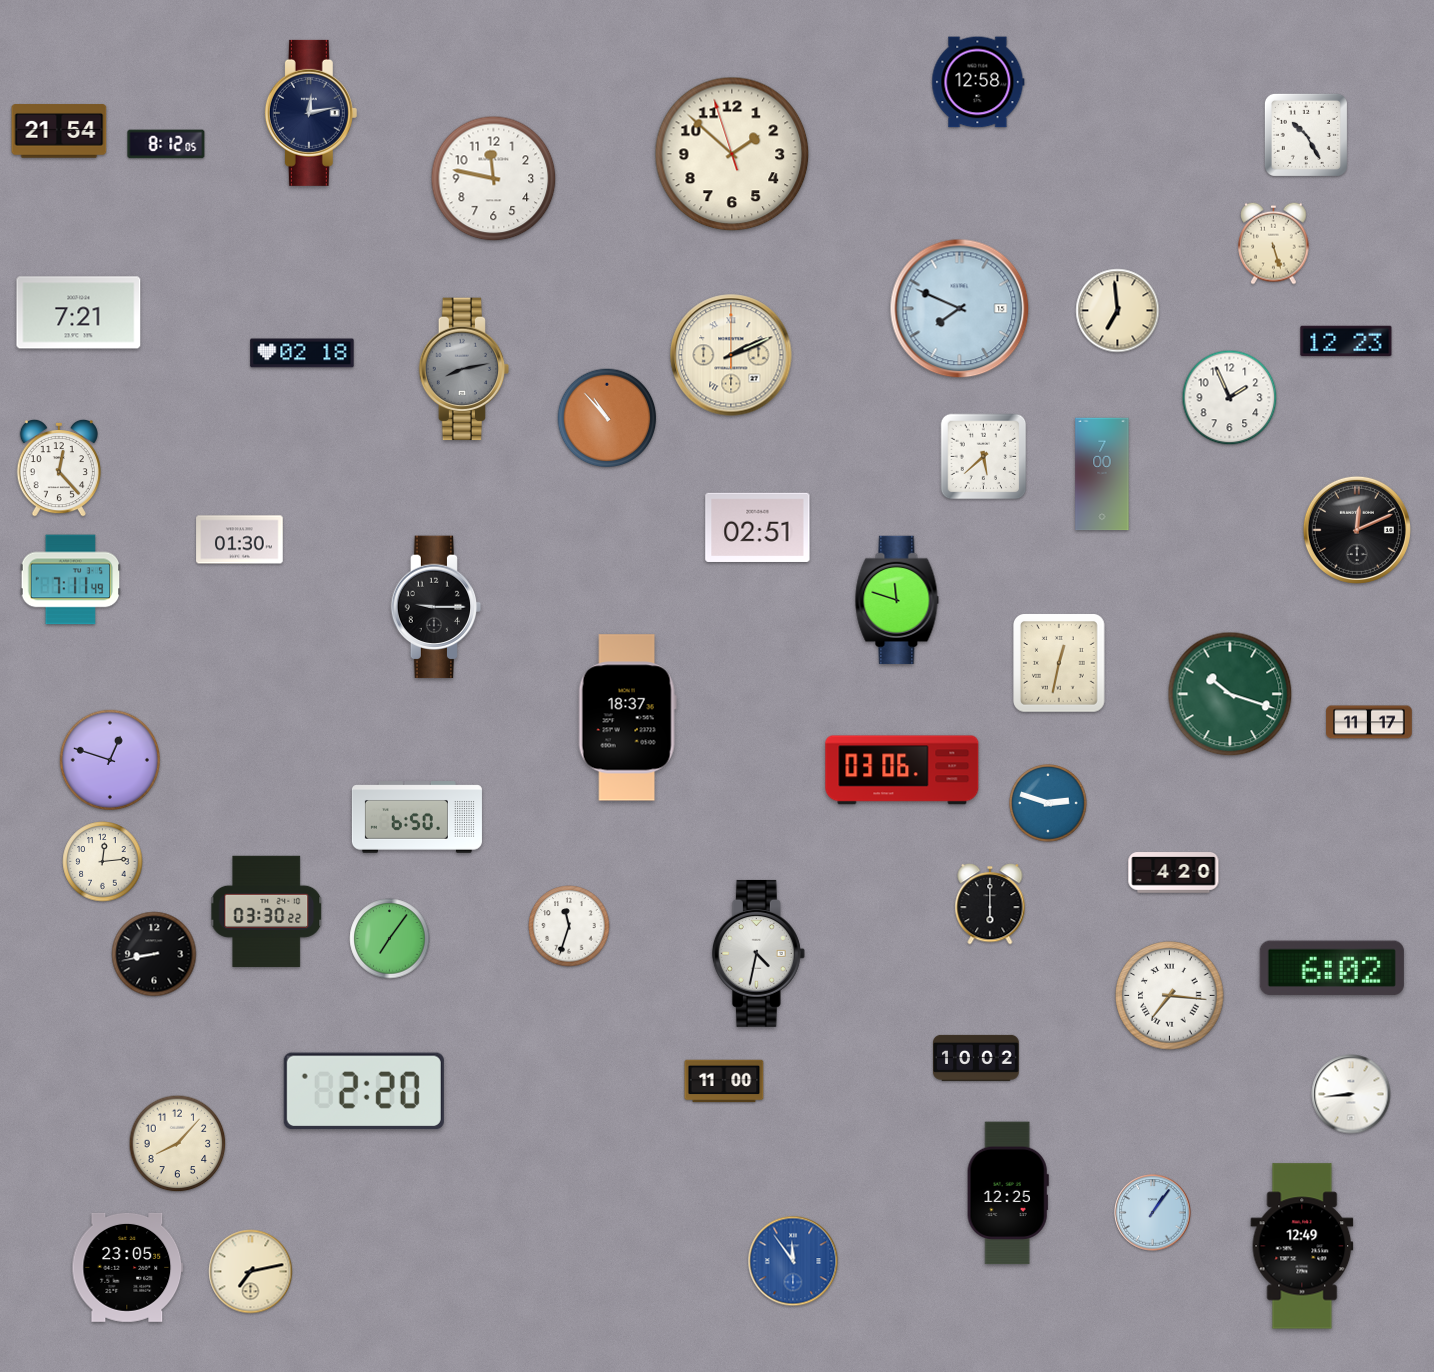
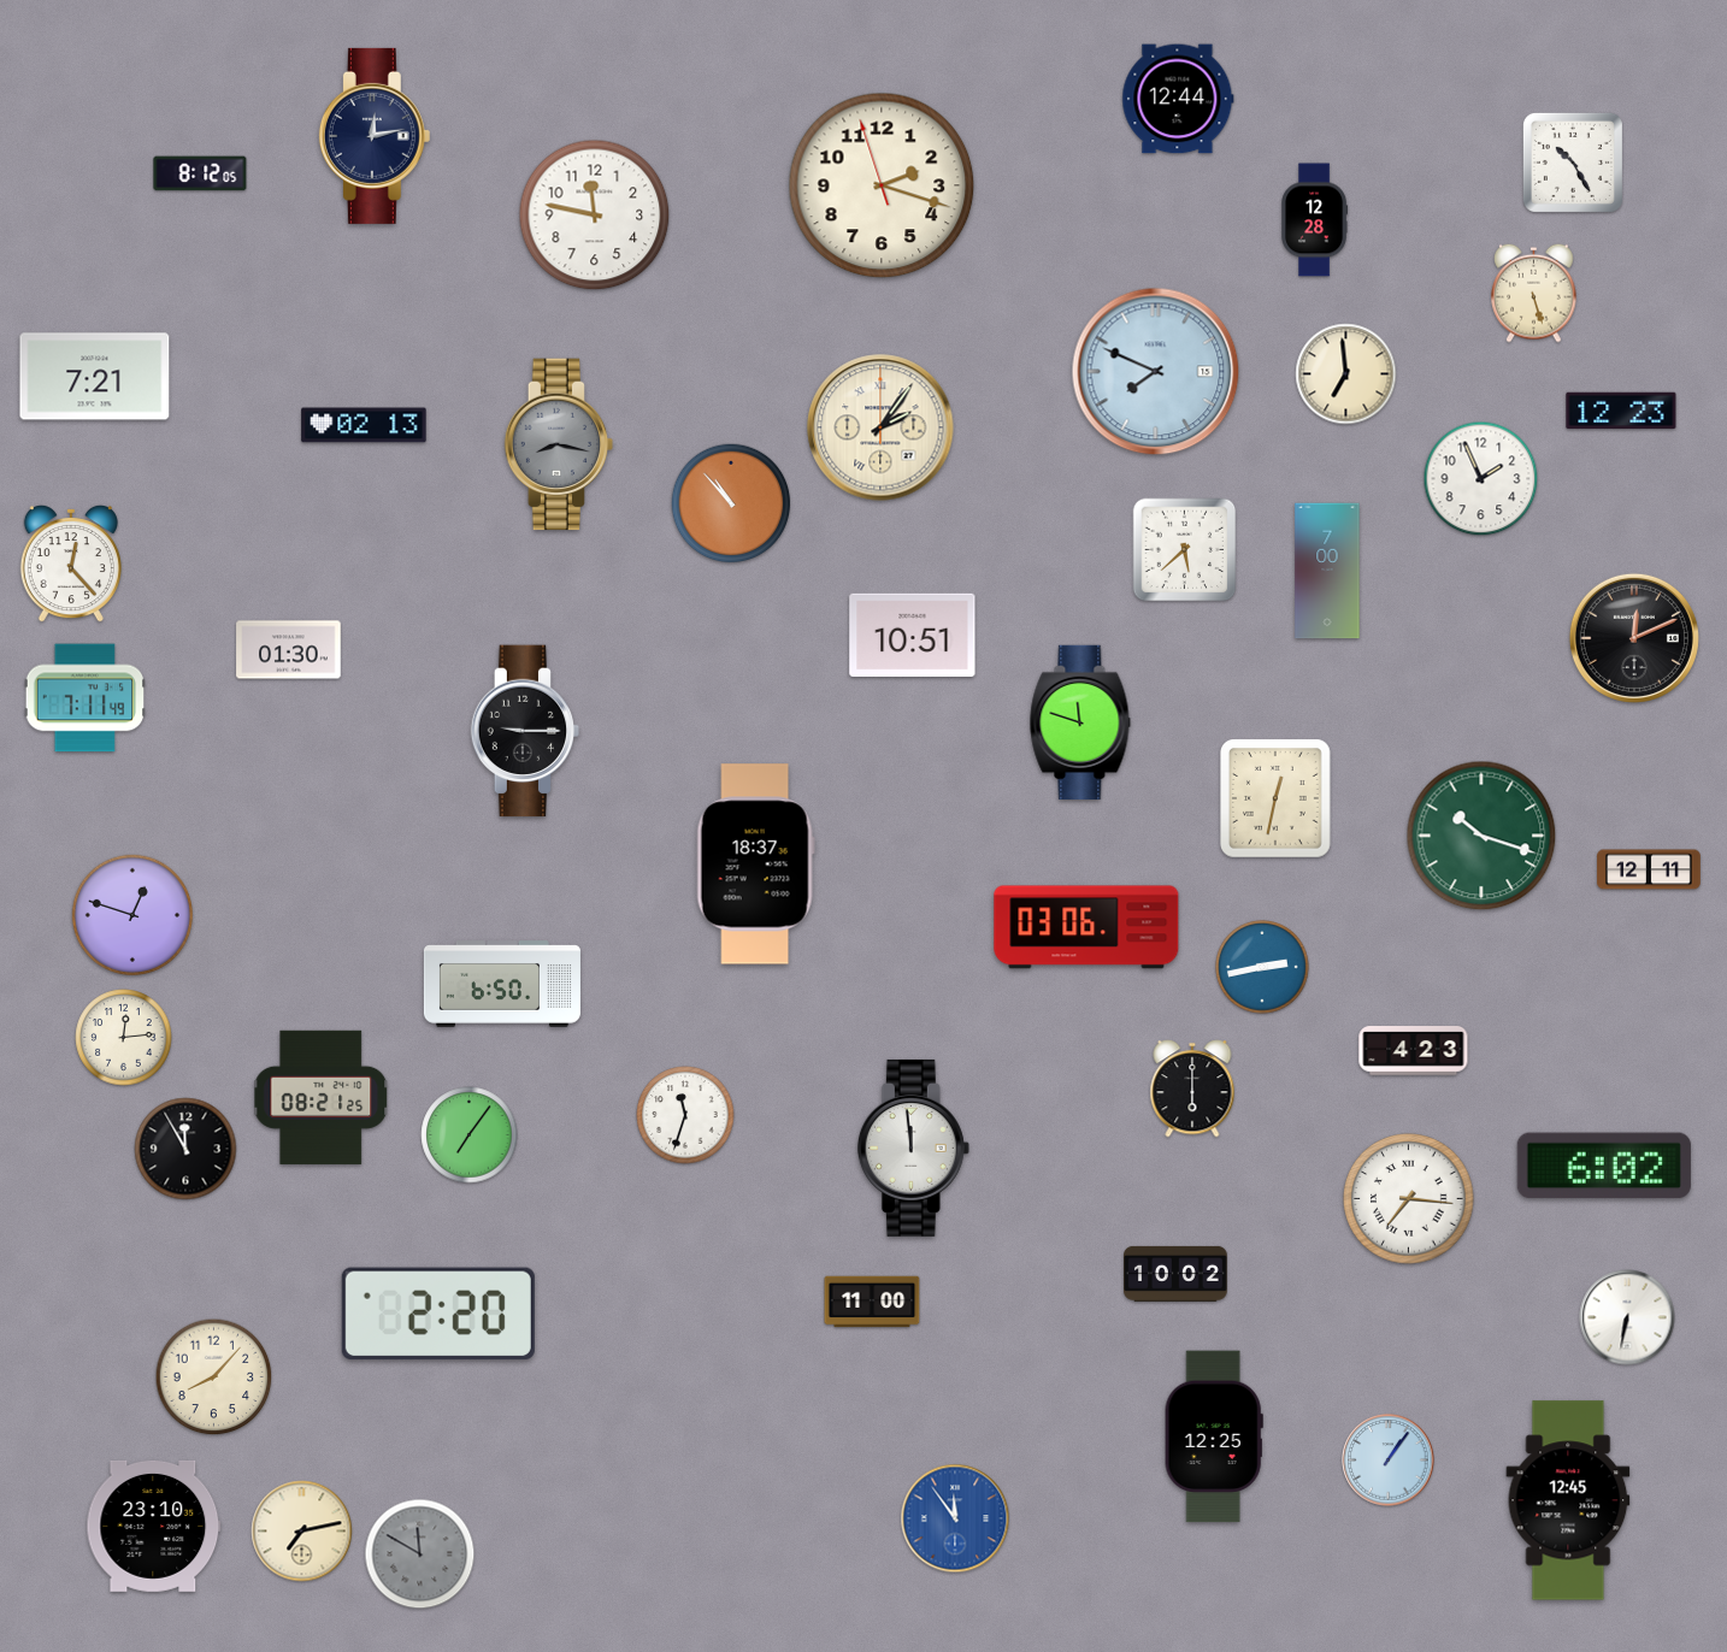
clock at (978, 82): 12:58 -> 12:44
clock at (59, 131): 21:54 -> none
clock at (732, 154): 1:51 -> 2:17
clock at (1315, 220): none -> 12:28
clock at (302, 353): 02:18 -> 02:13
clock at (731, 355): 2:11 -> 2:06
clock at (464, 369): 8:13 -> 8:17
clock at (758, 527): 02:51 -> 10:51
clock at (1369, 722): 11:17 -> 12:11
clock at (1048, 803): 2:48 -> 2:43
clock at (1174, 873): 4:20 -> 4:23
clock at (267, 911): 03:30 -> 08:21
clock at (390, 939) position: (390, 939) -> (470, 1135)
clock at (758, 953): 4:32 -> 11:59
clock at (154, 954): 8:43 -> 11:55
clock at (1351, 1094): 8:44 -> 6:32
clock at (1302, 1246): 12:49 -> 12:45
clock at (128, 1267): 23:05 -> 23:10
clock at (420, 1554): none -> 11:50
